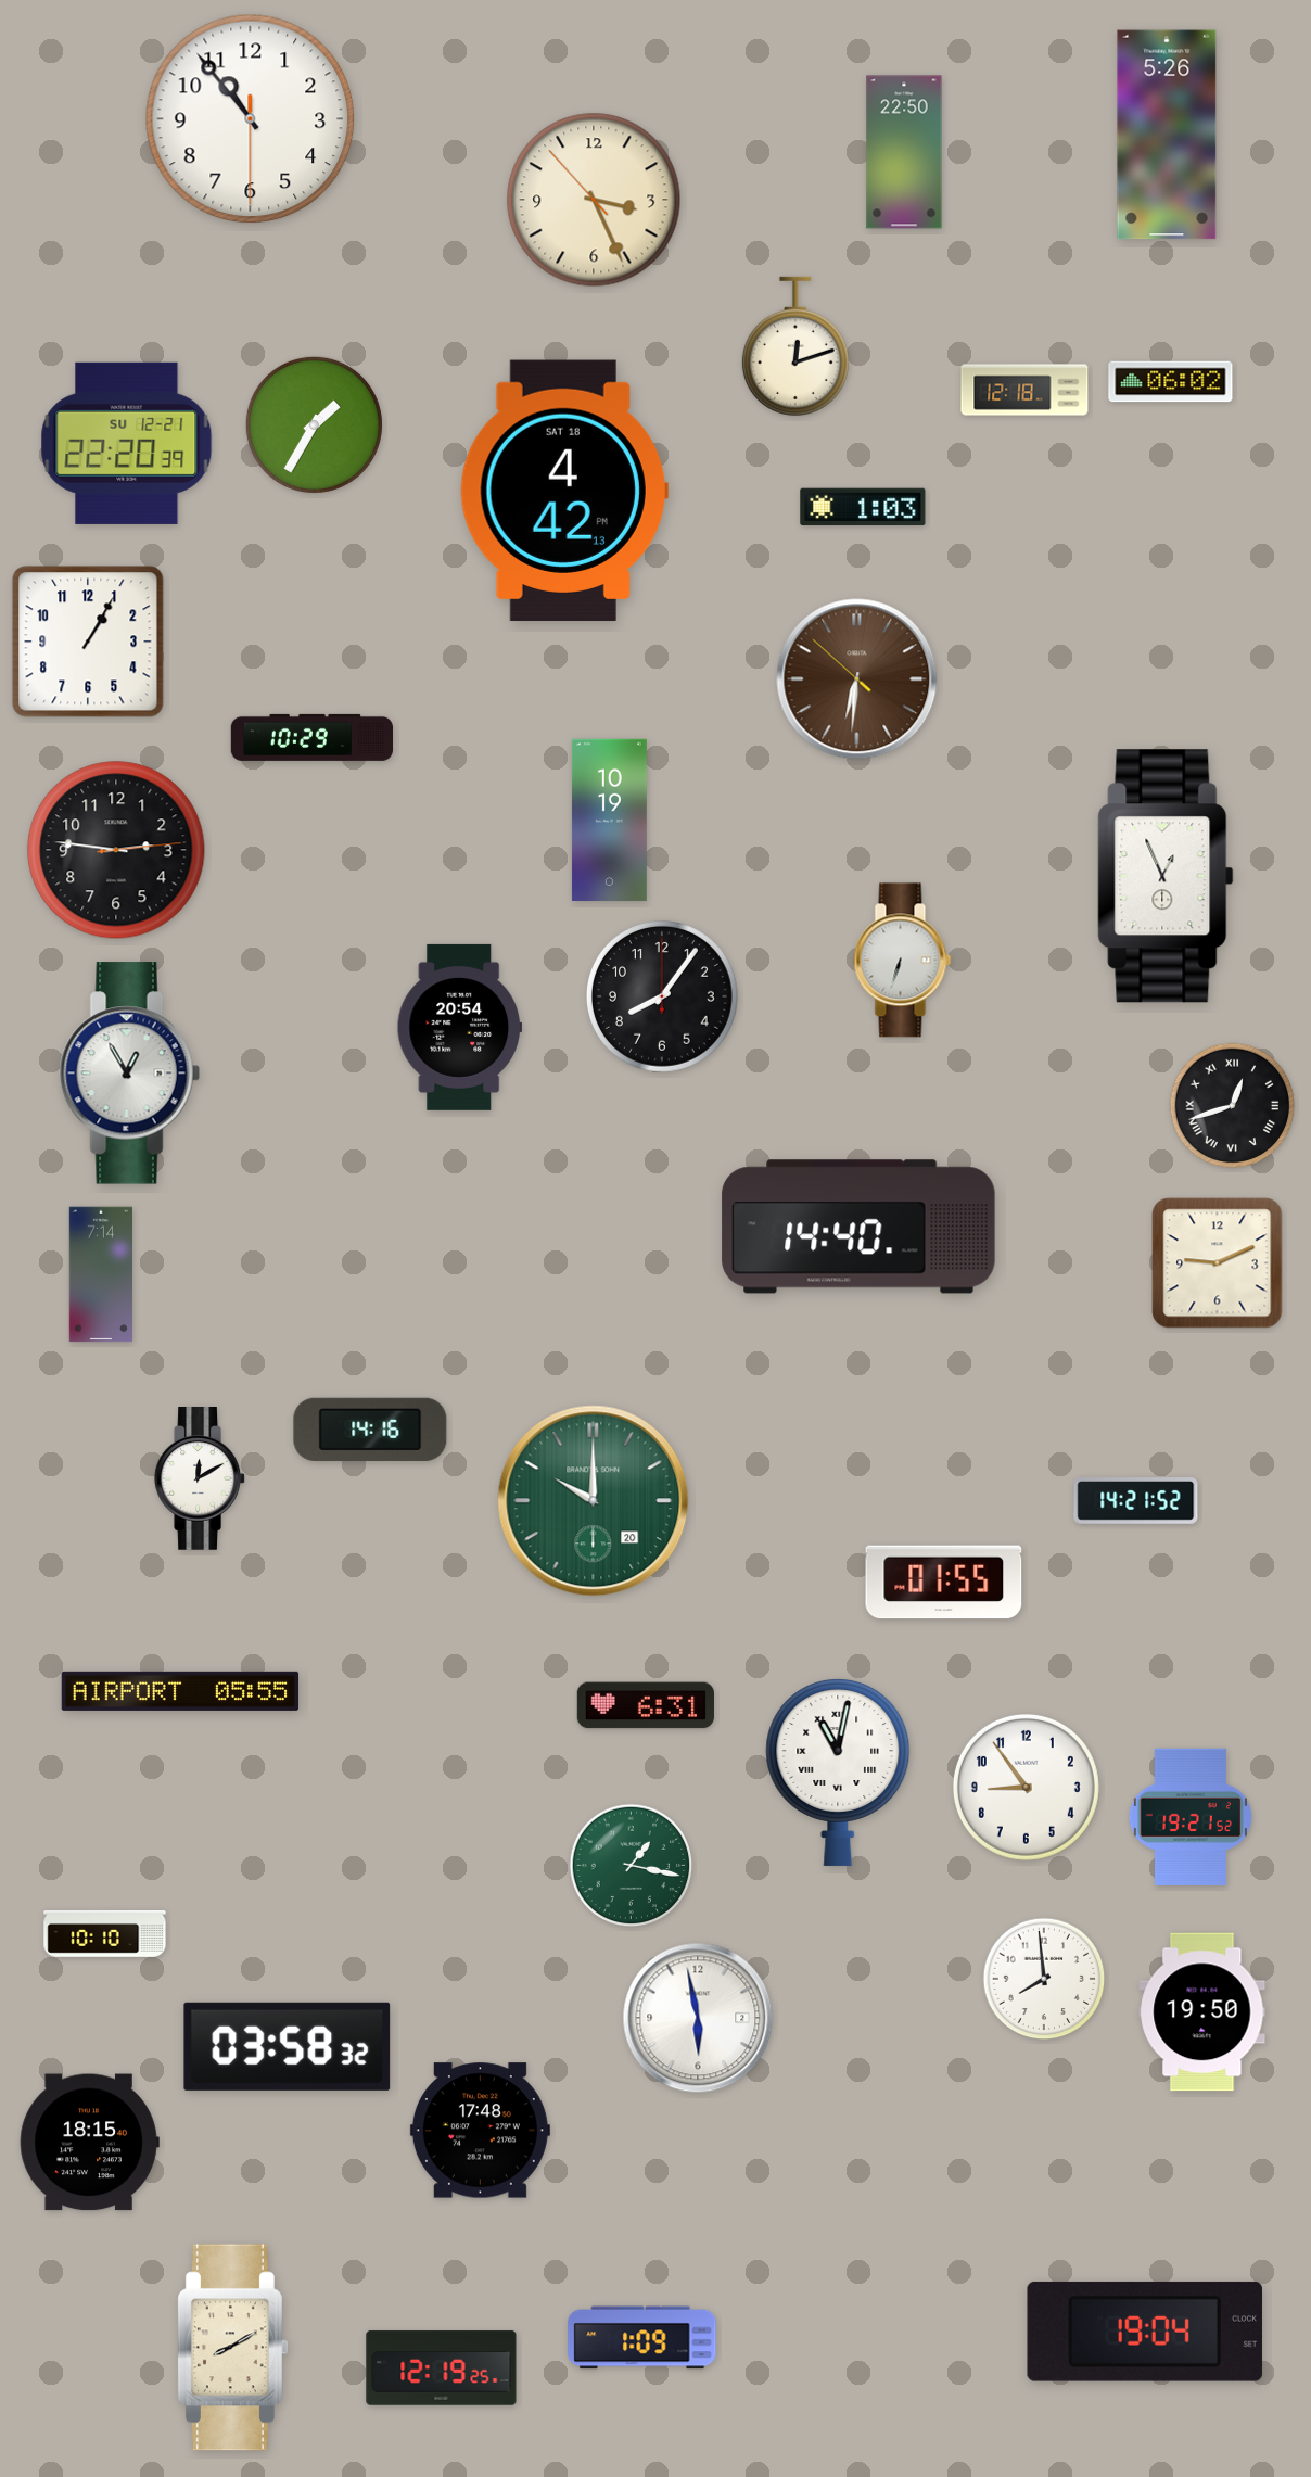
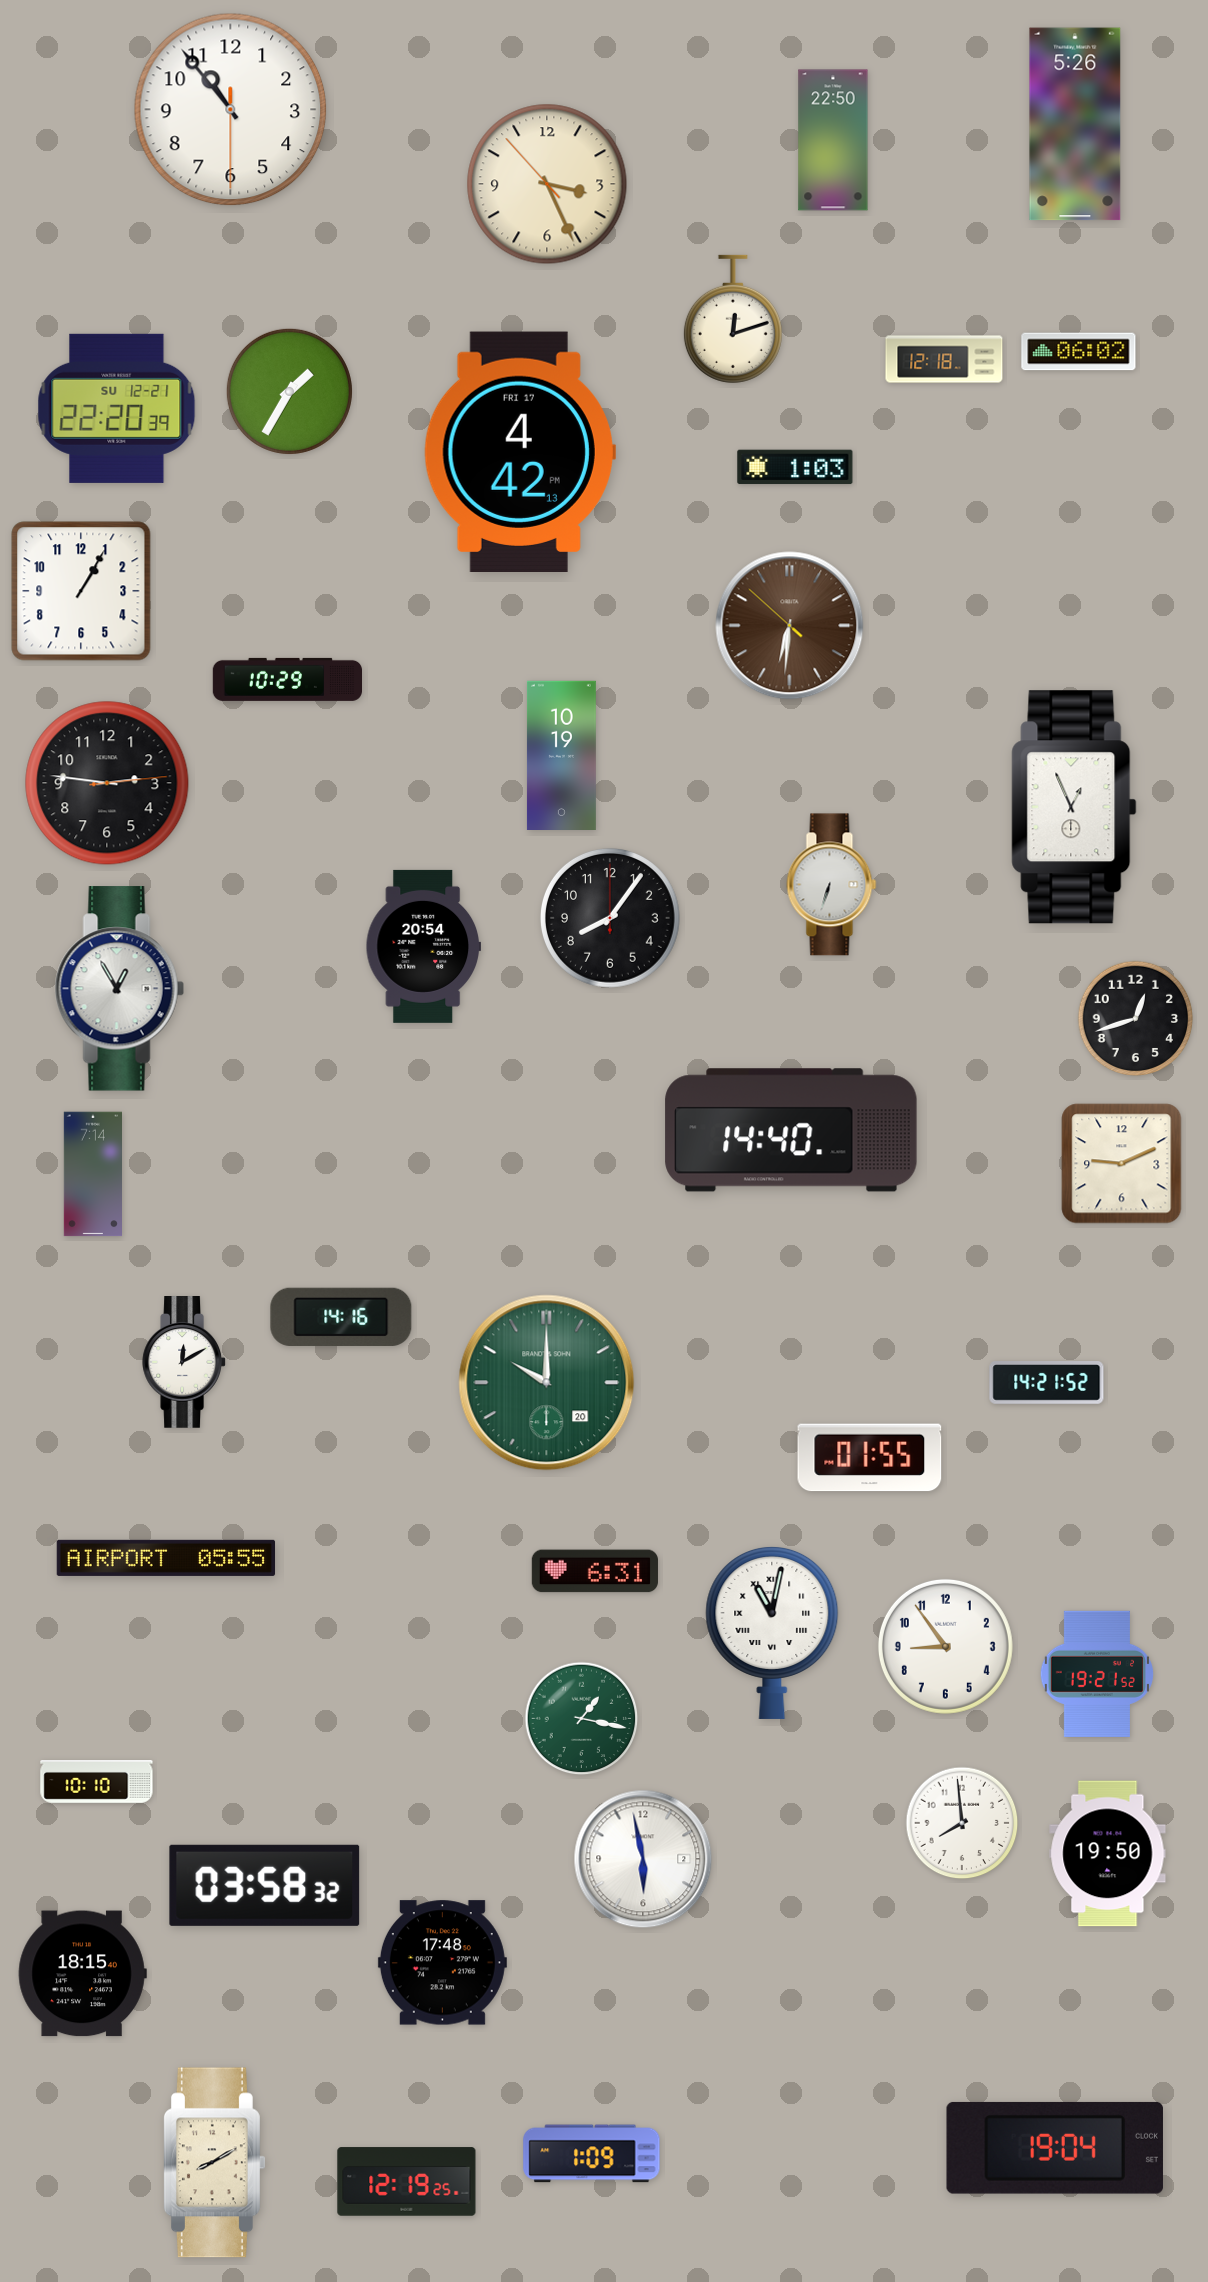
clock at (564, 490) date: SAT 18 -> FRI 17
clock at (1233, 1106) numerals: Roman -> Arabic
